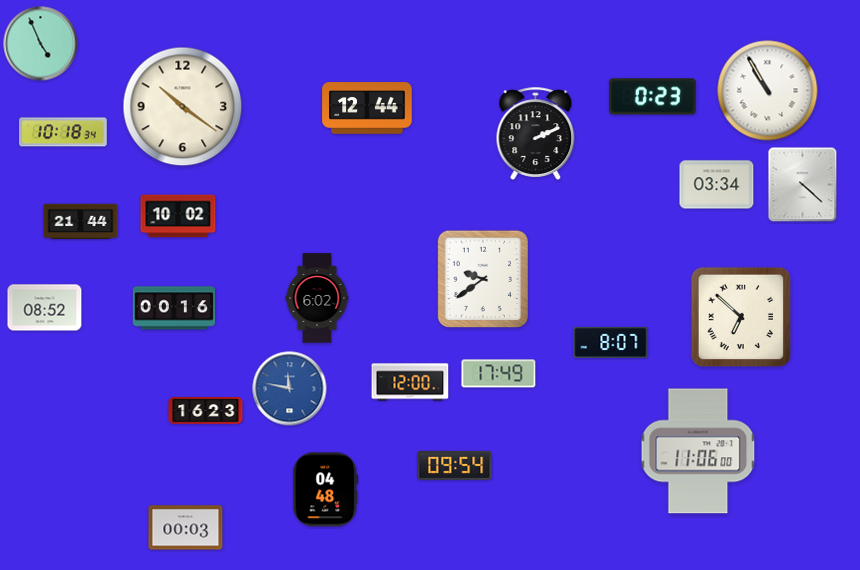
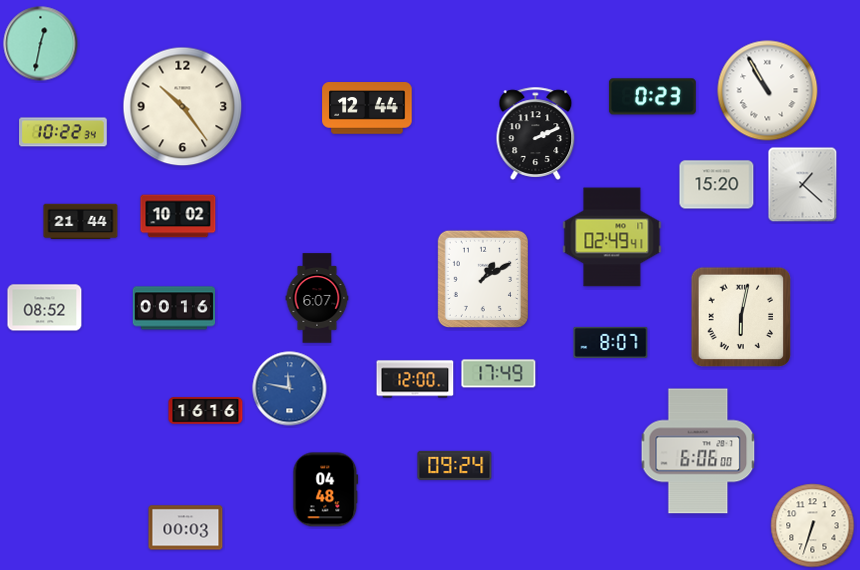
clock at (41, 44): 4:56 -> 12:32
clock at (183, 107): 10:21 -> 10:24
clock at (63, 132): 10:18 -> 10:22
clock at (717, 185): 03:34 -> 15:20
clock at (803, 185): 4:22 -> 1:22
clock at (612, 237): none -> 02:49
clock at (483, 278): 9:39 -> 1:10
clock at (317, 298): 6:02 -> 6:07
clock at (741, 317): 6:52 -> 6:02
clock at (410, 382) position: (410, 382) -> (415, 379)
clock at (206, 411): 16:23 -> 16:16
clock at (698, 451): 11:06 -> 6:06
clock at (455, 465): 09:54 -> 09:24
clock at (813, 526): none -> 6:33
